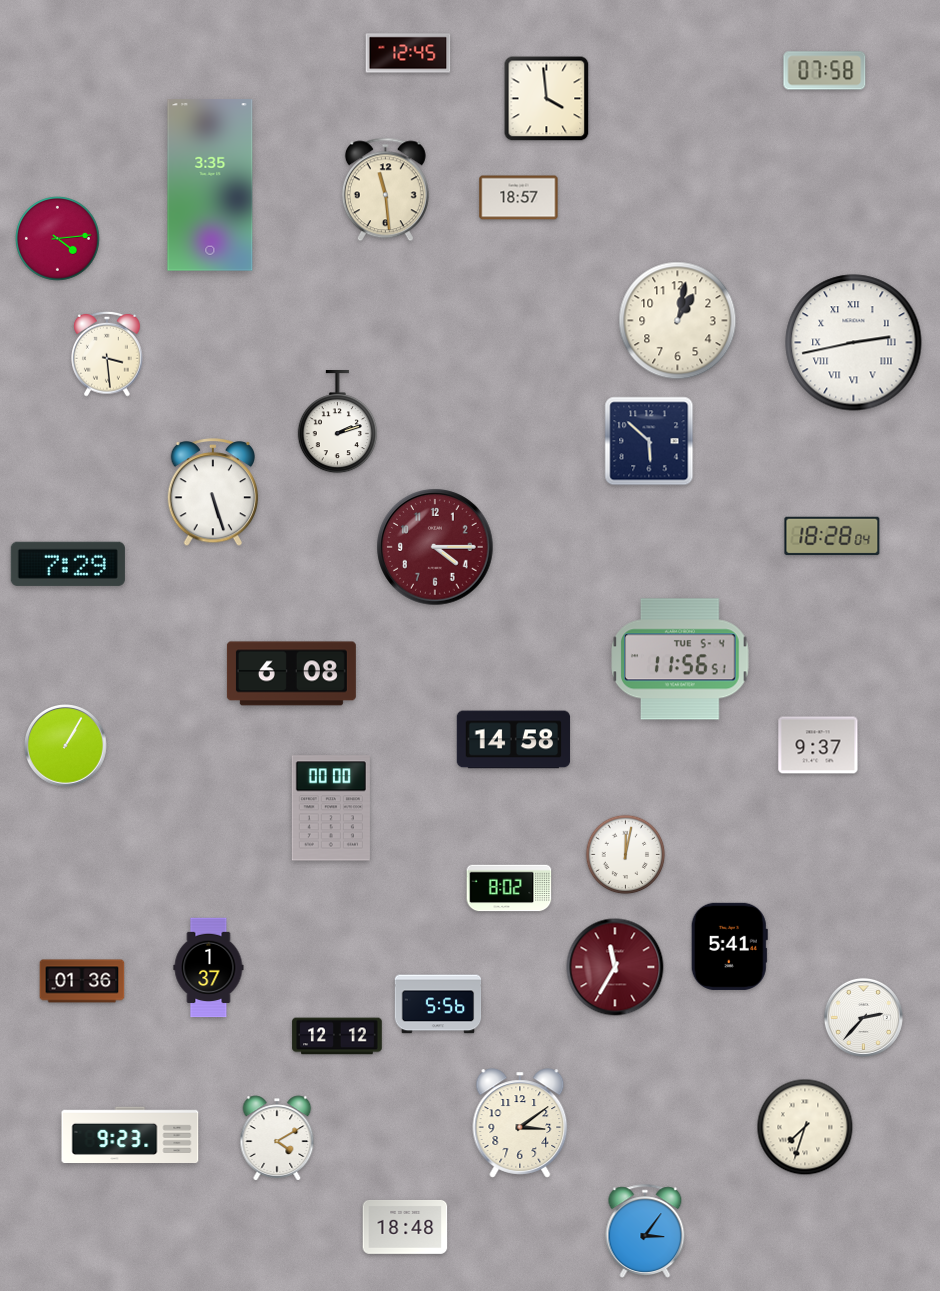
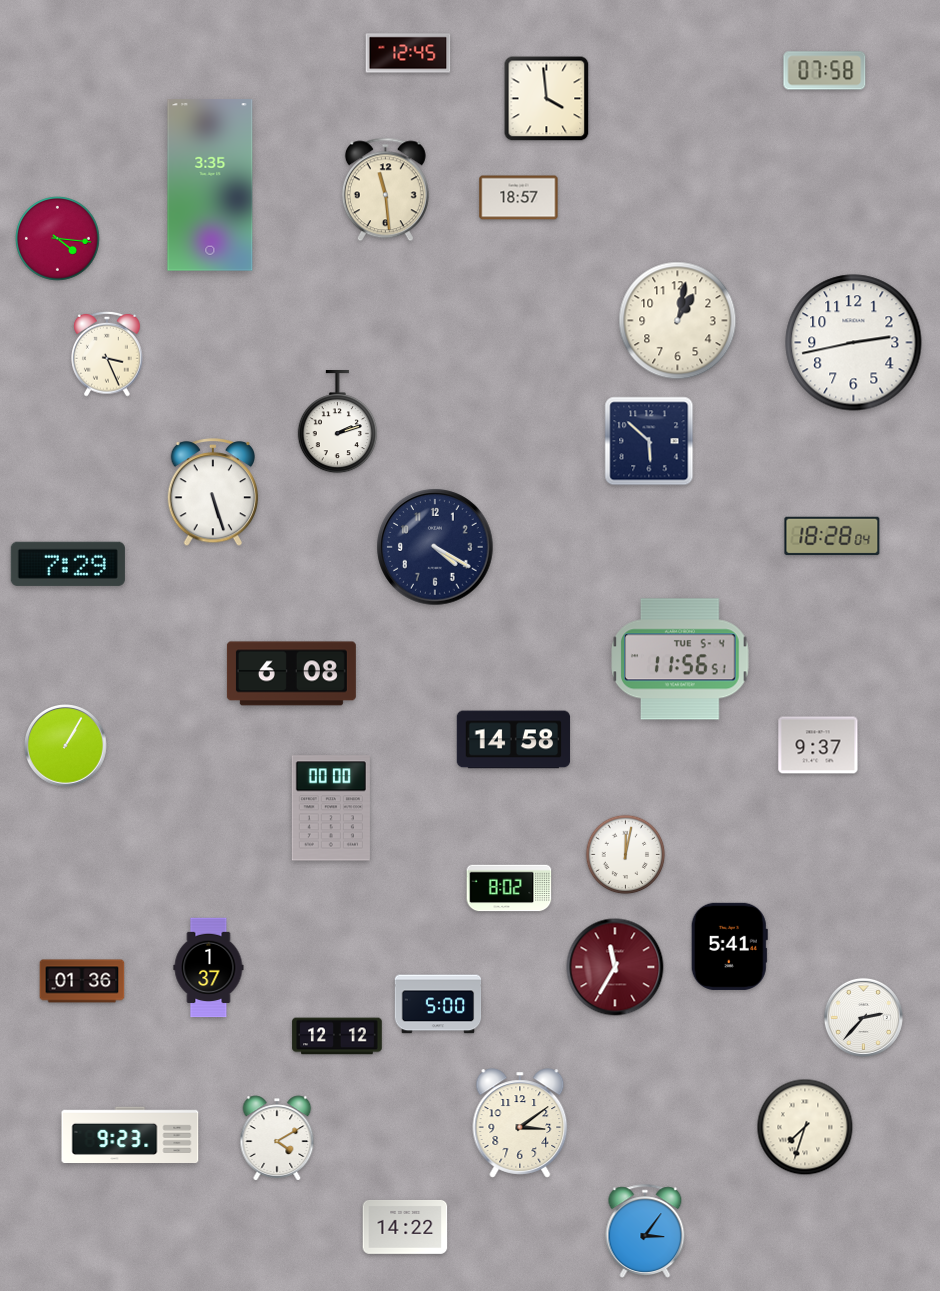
clock at (58, 239): 4:14 -> 4:16
clock at (854, 343) numerals: Roman -> Arabic
clock at (107, 354): 3:29 -> 3:26
clock at (435, 547): 4:15 -> 4:20
clock at (435, 547) dial: burgundy -> navy
clock at (438, 1004): 5:56 -> 5:00
clock at (405, 1227): 18:48 -> 14:22
